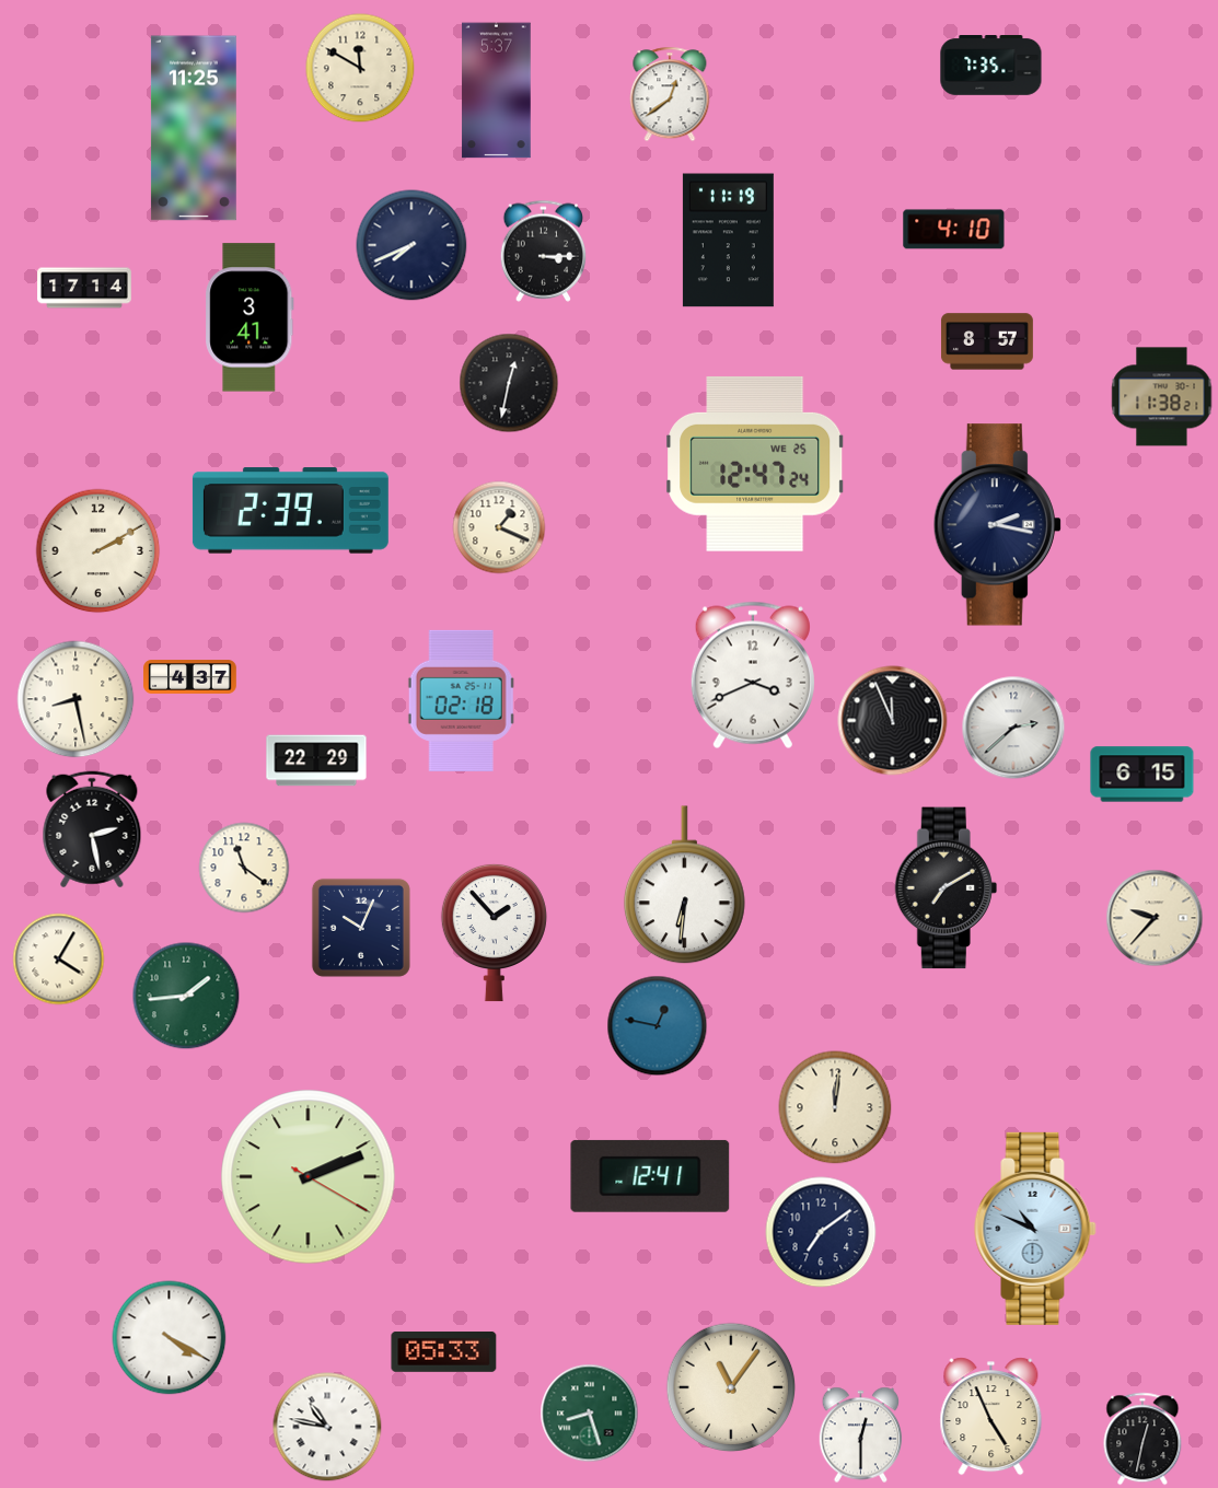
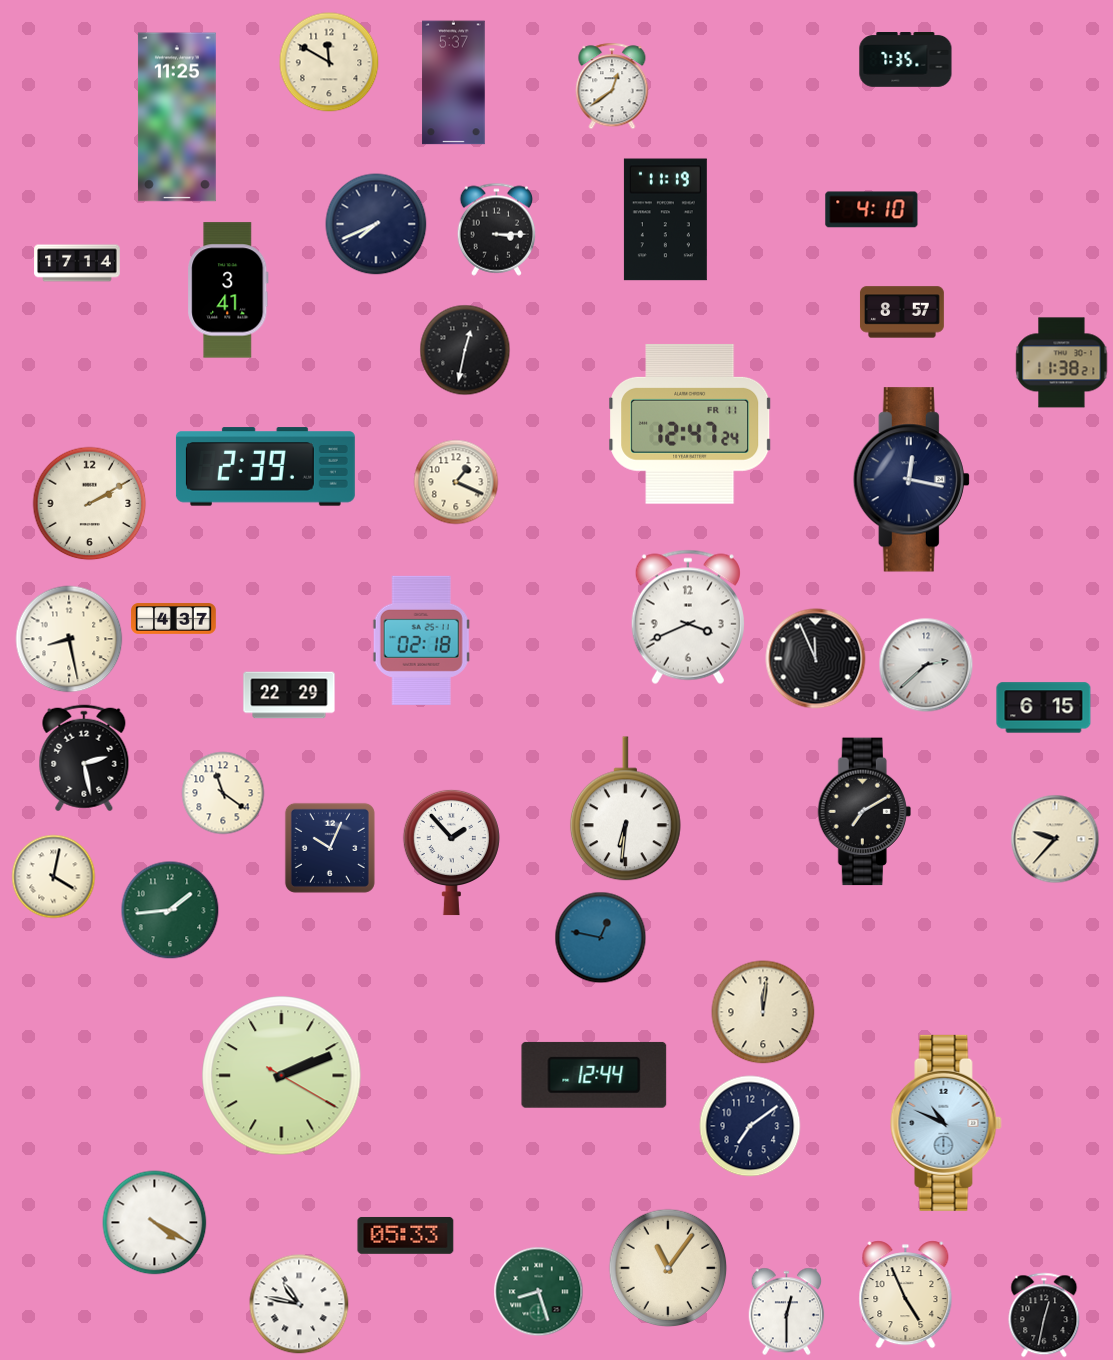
clock at (756, 464) date: WE 25 -> FR 11
clock at (997, 525): 2:17 -> 12:17
clock at (59, 960): 4:05 -> 4:02
clock at (650, 1176): 12:41 -> 12:44
